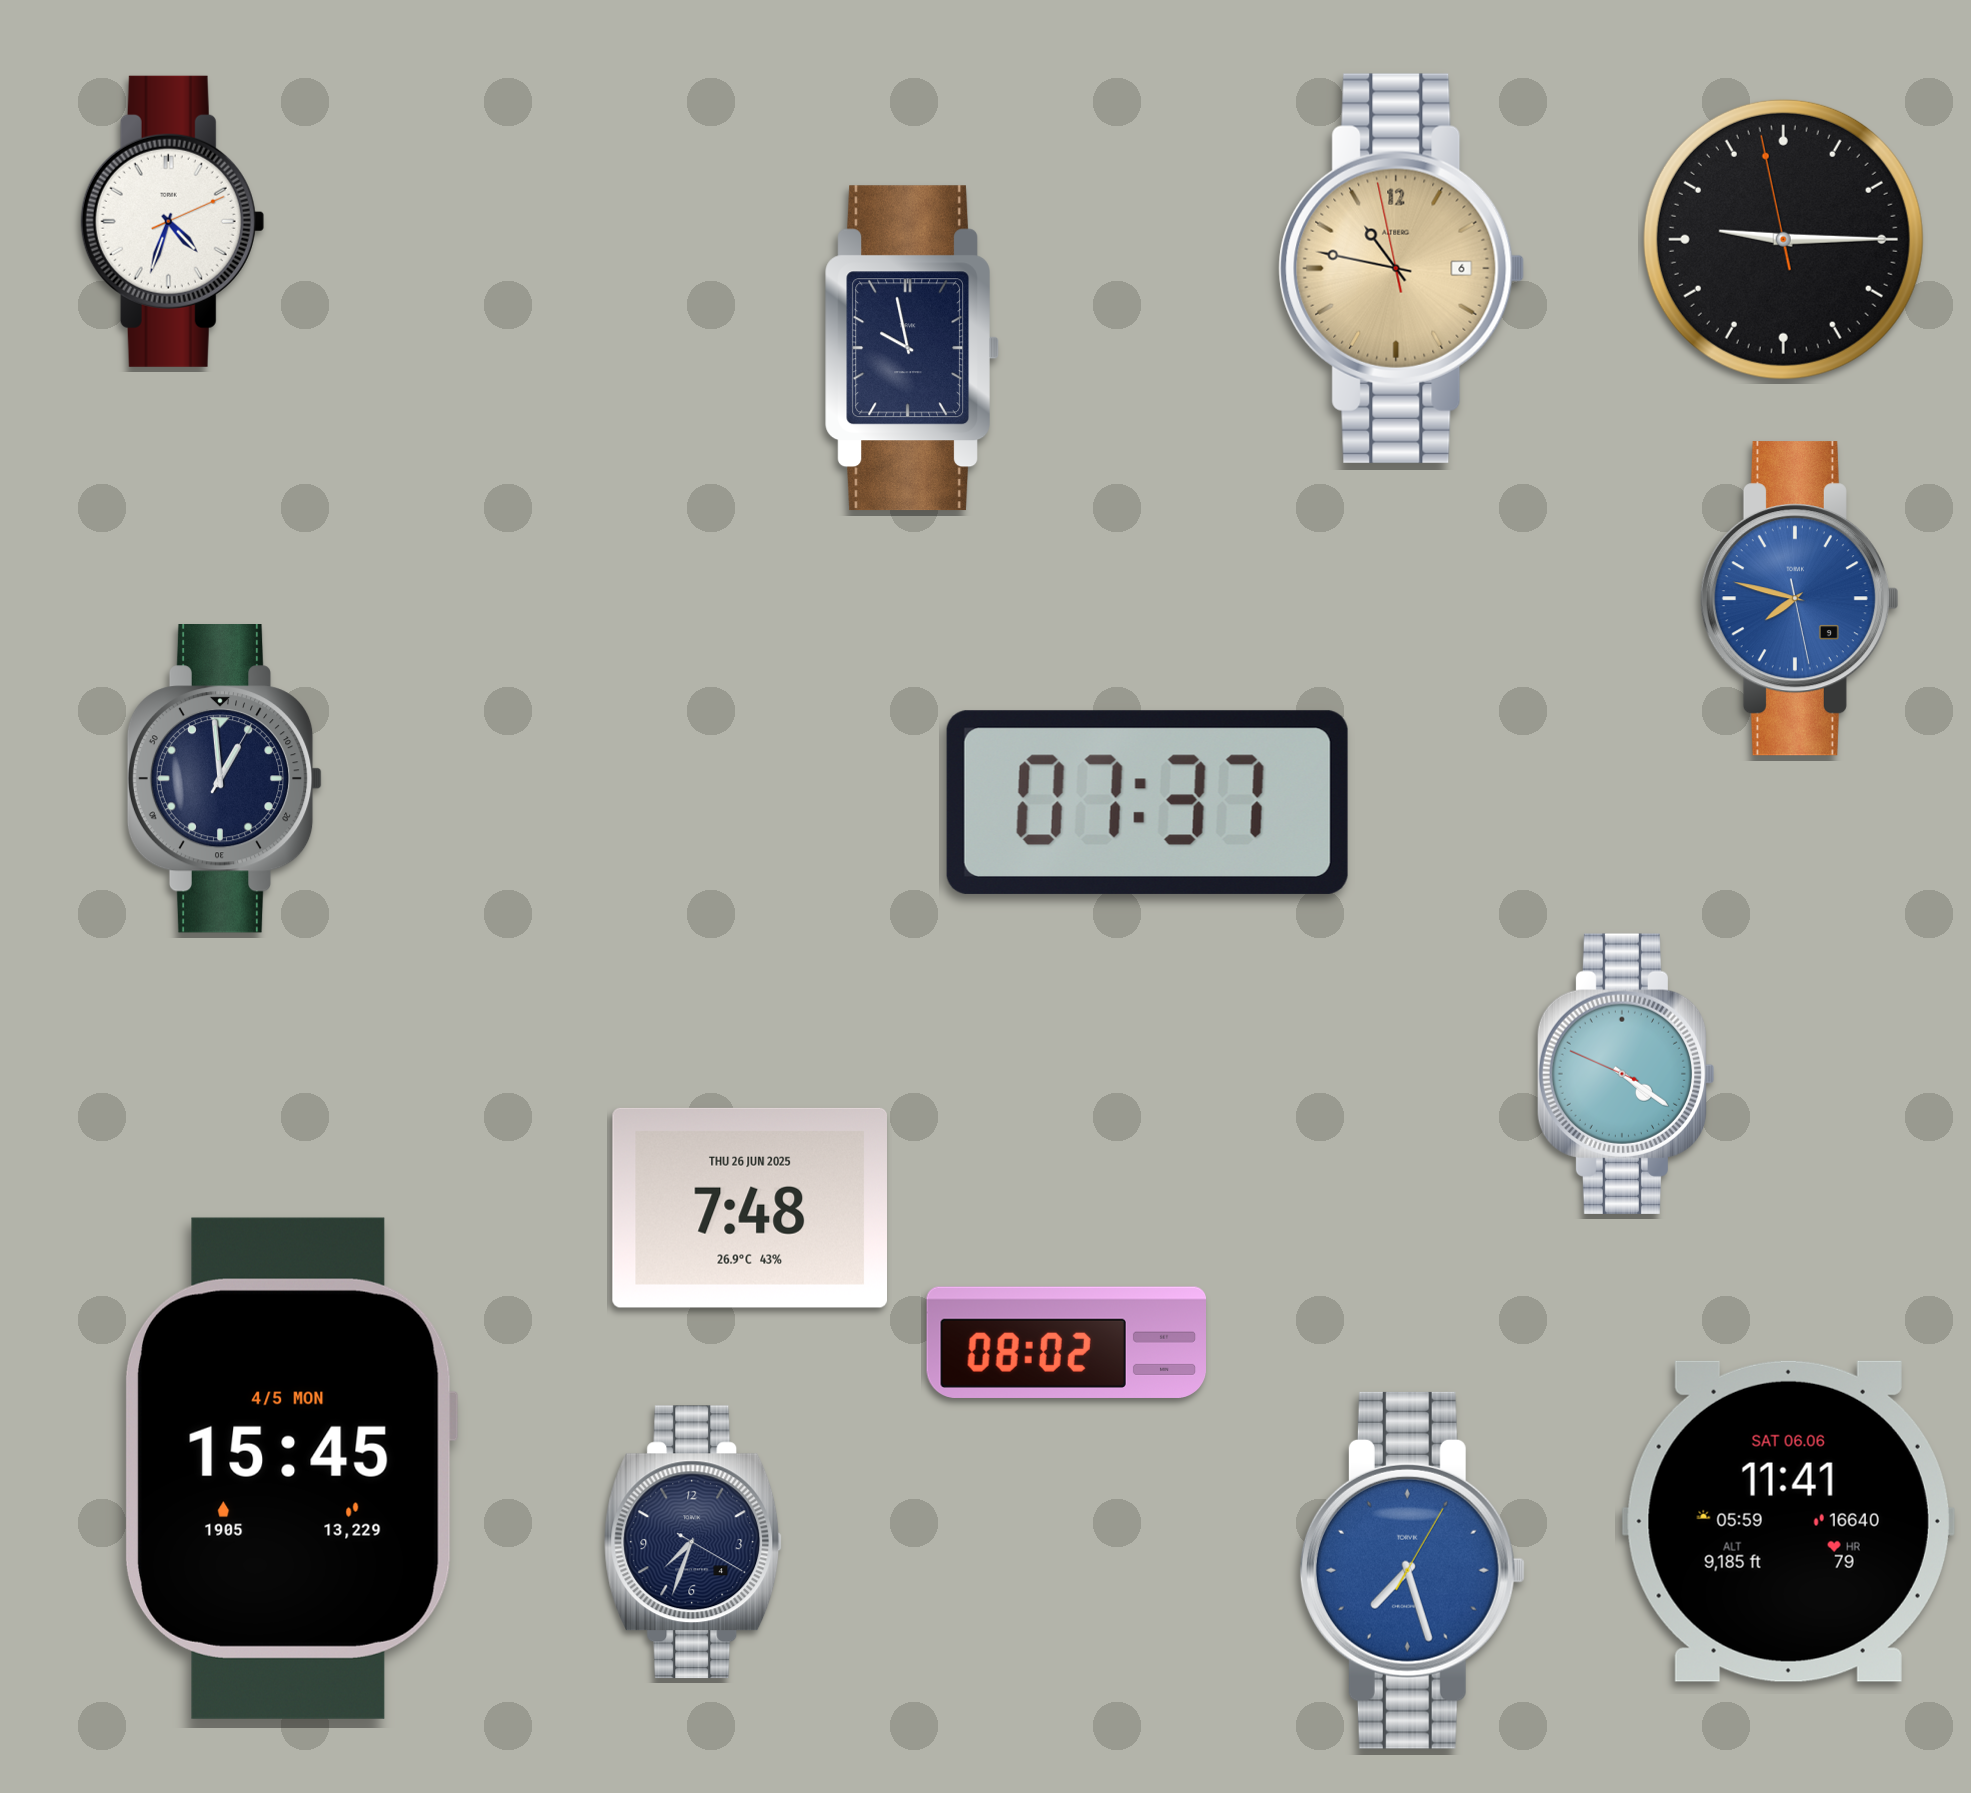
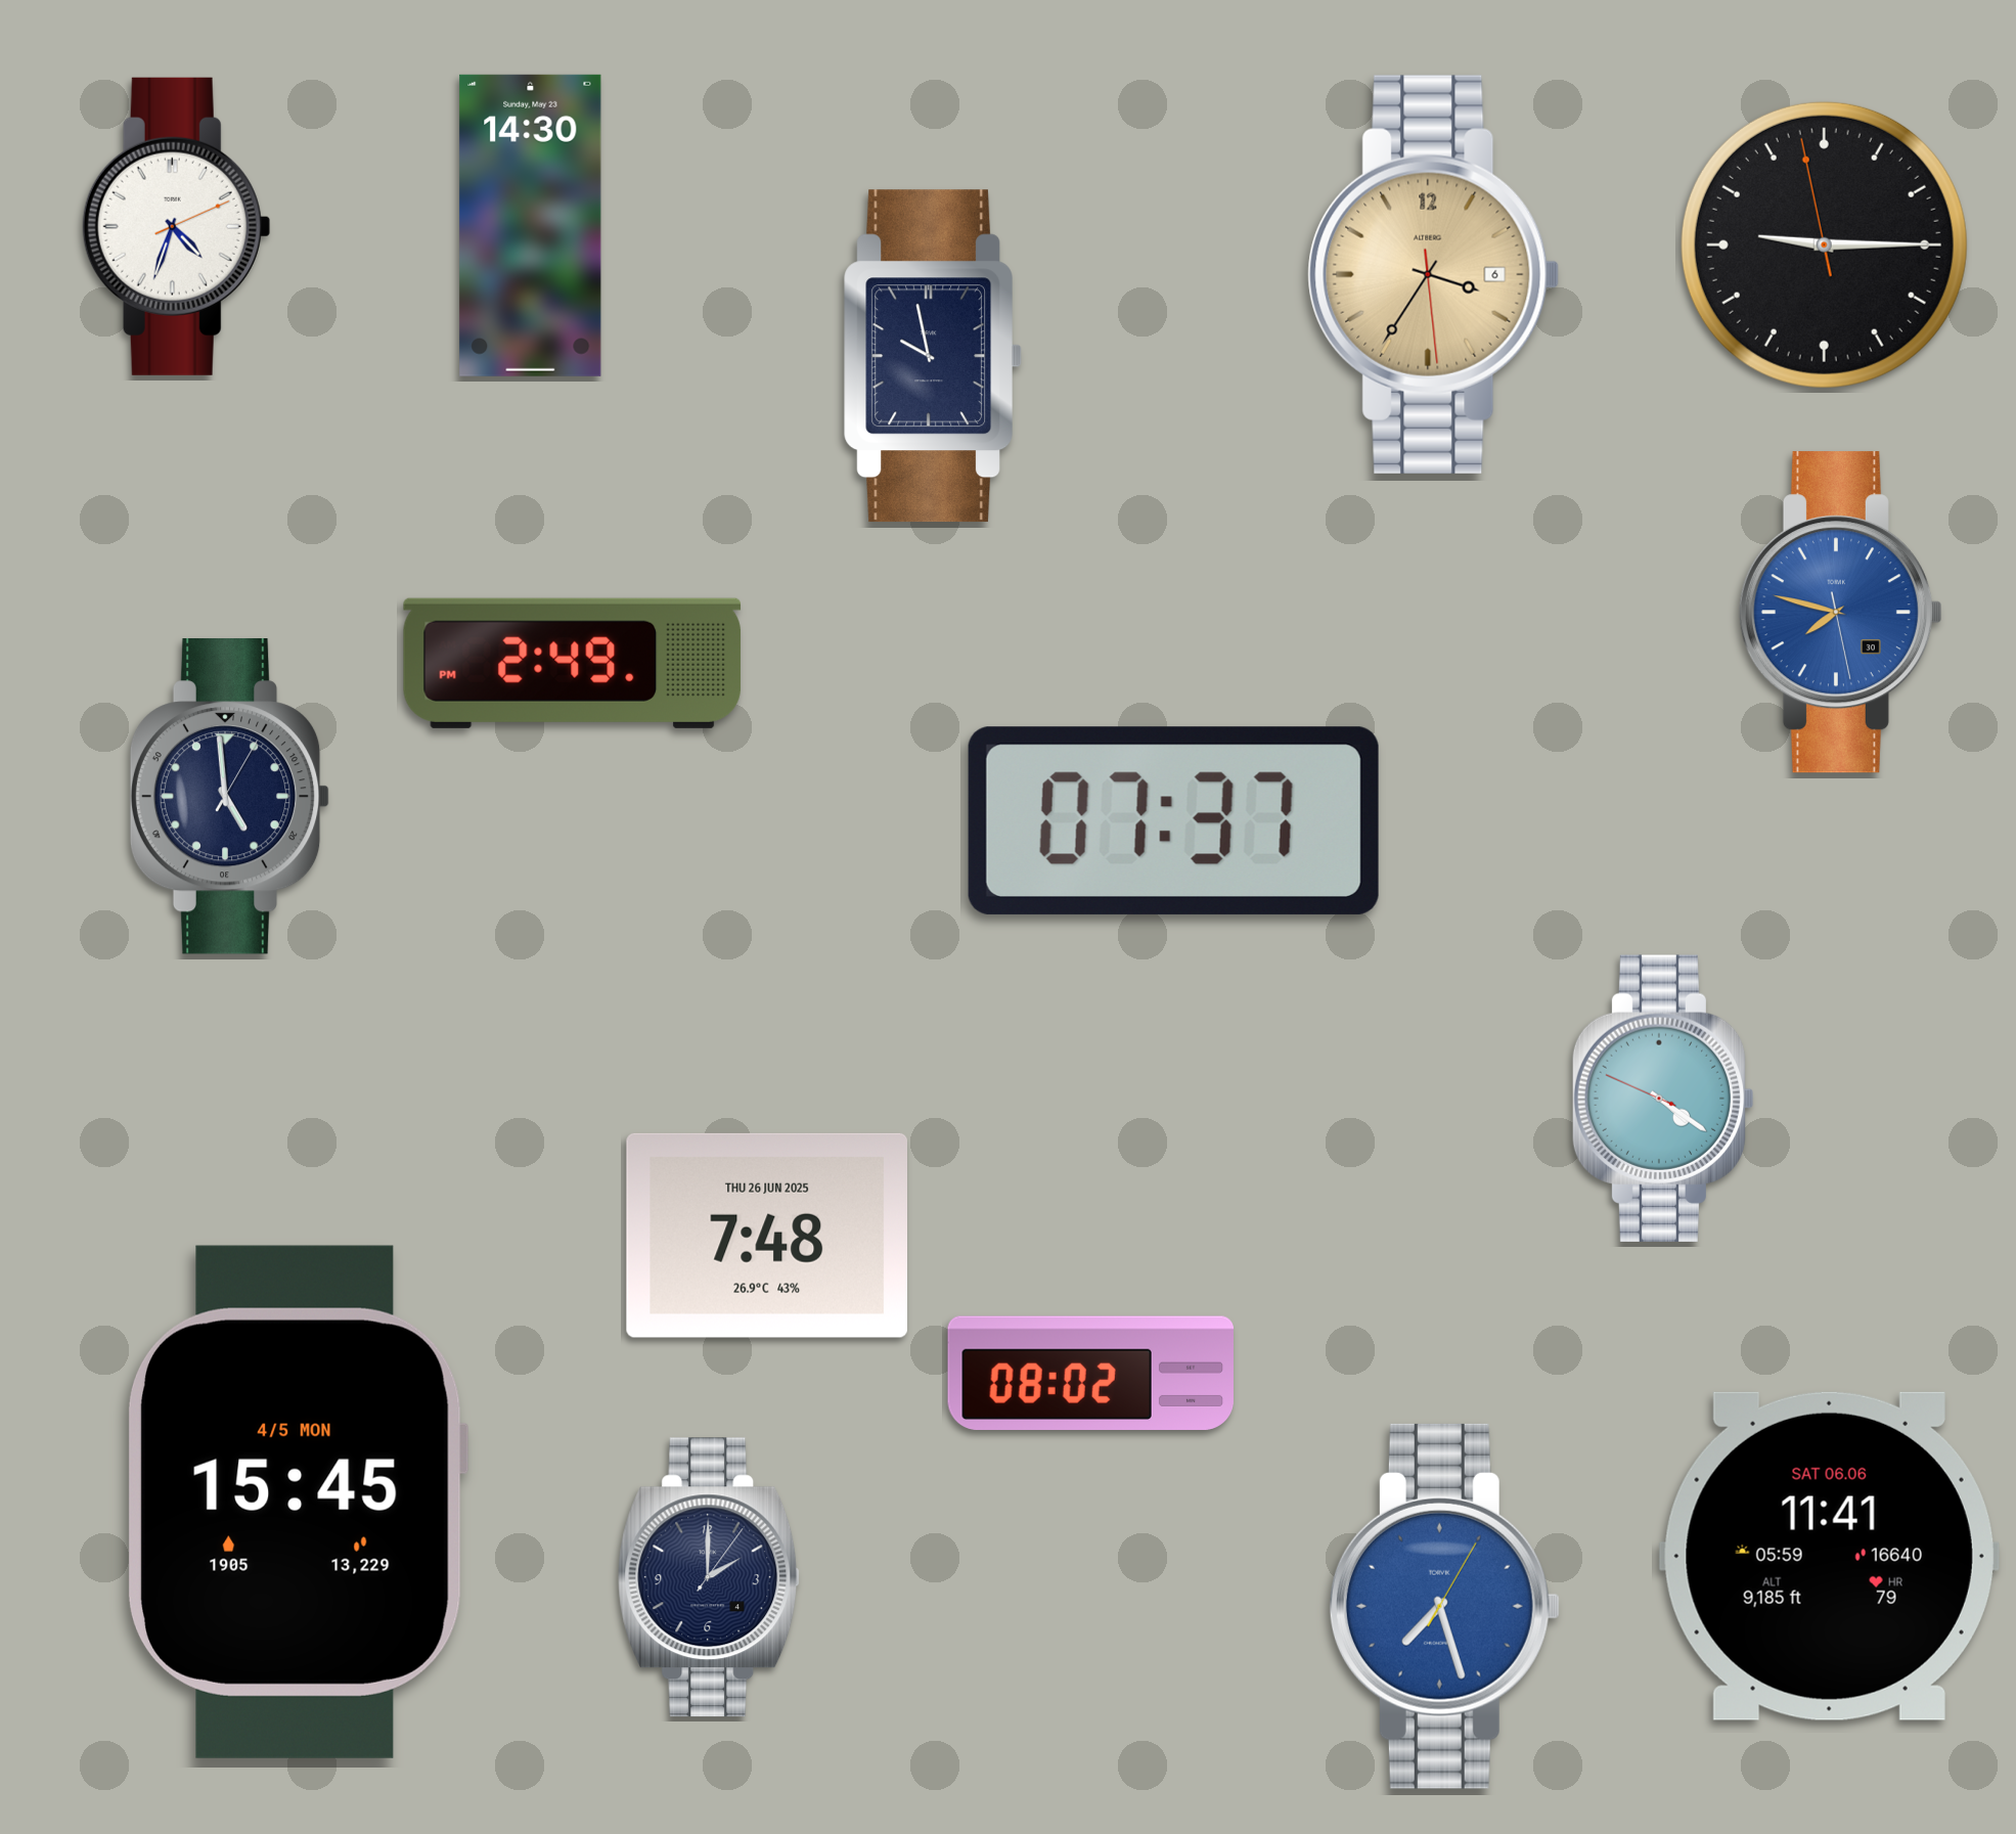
clock at (531, 225): none -> 14:30
clock at (1402, 268): 10:46 -> 3:35
clock at (1799, 599) date: 9 -> 30
clock at (573, 663): none -> 2:49
clock at (225, 779): 12:59 -> 4:59
clock at (694, 1542): 7:33 -> 2:00
